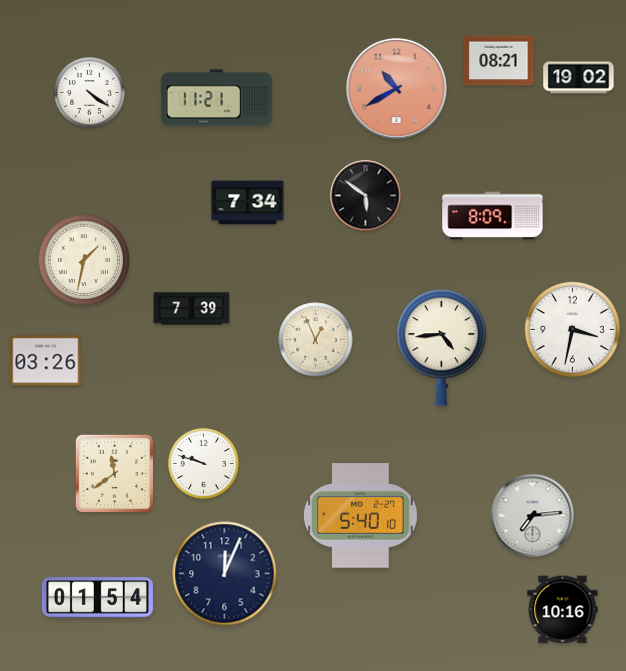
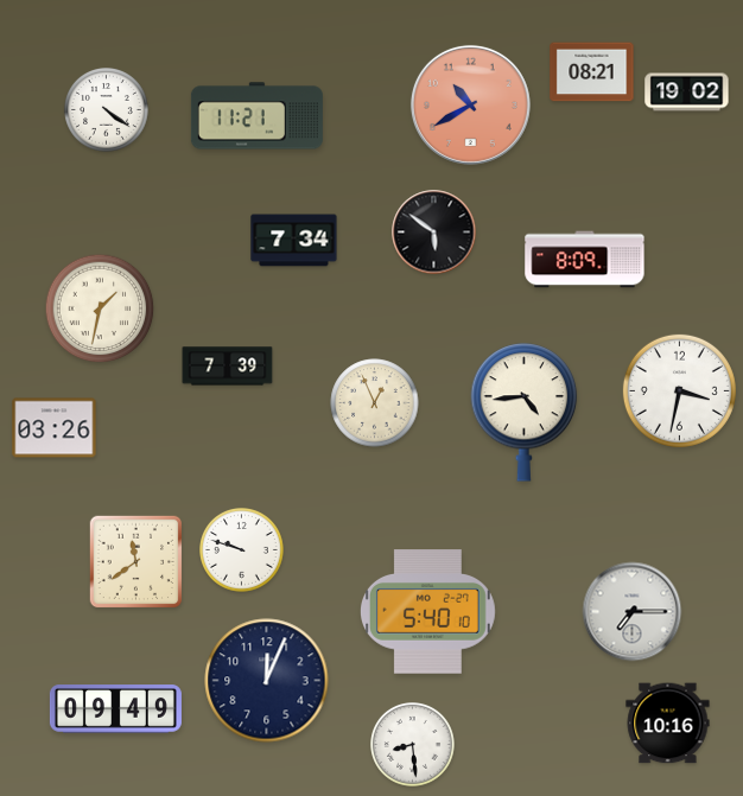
clock at (493, 216) position: (493, 216) -> (585, 260)
clock at (533, 516): 7:14 -> 7:15
clock at (97, 598): 01:54 -> 09:49
clock at (413, 745): none -> 8:29
